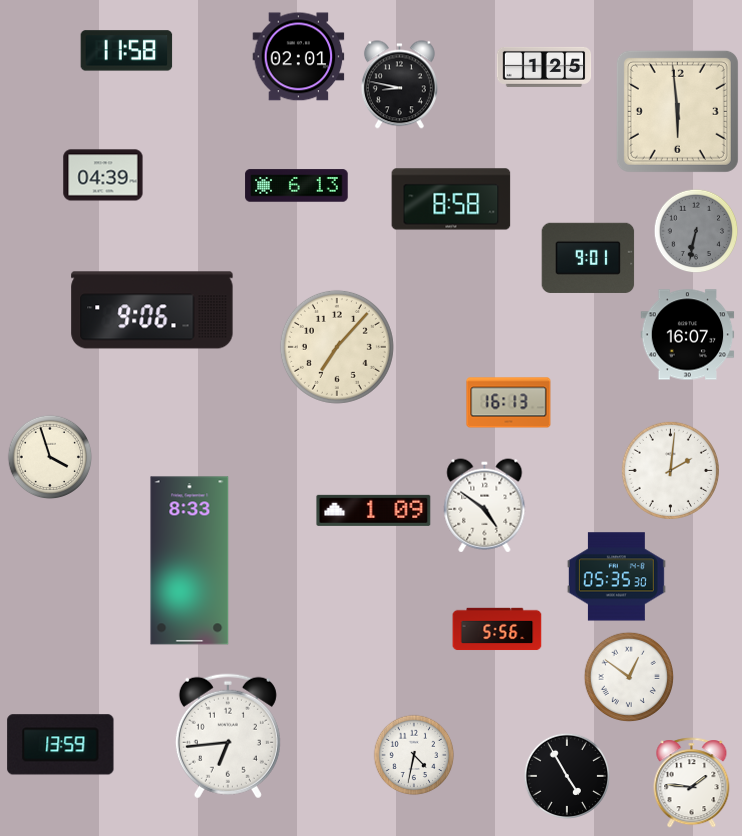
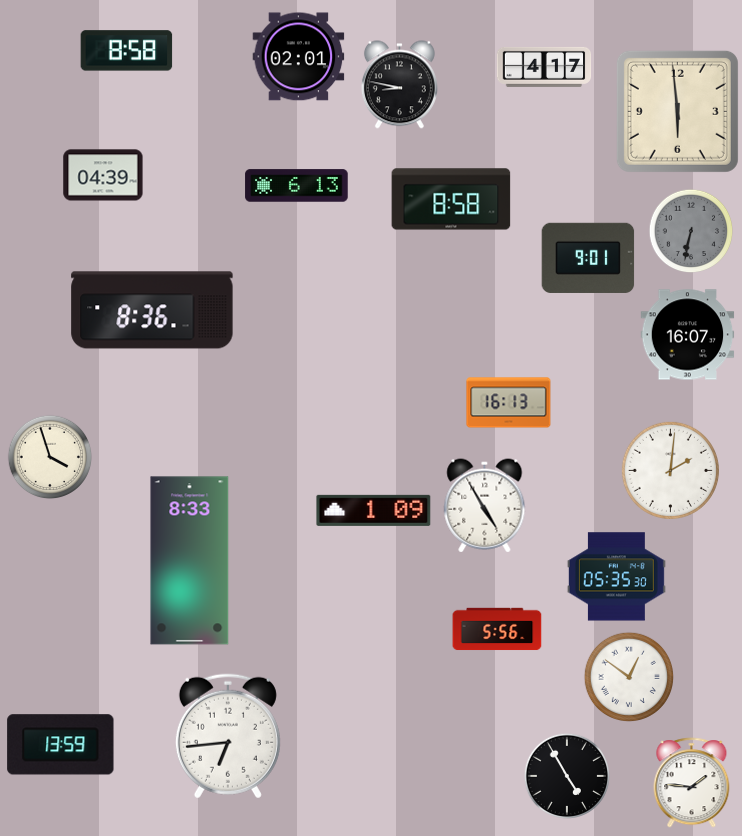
clock at (127, 51): 11:58 -> 8:58
clock at (544, 67): 1:25 -> 4:17
clock at (696, 231) position: (696, 231) -> (691, 231)
clock at (152, 310): 9:06 -> 8:36
clock at (337, 347): 7:07 -> none
clock at (485, 506): 4:51 -> 4:55
clock at (414, 755): 4:32 -> none
